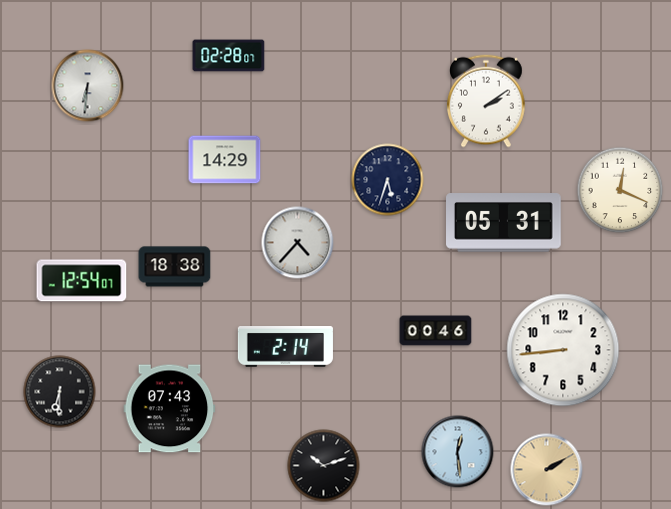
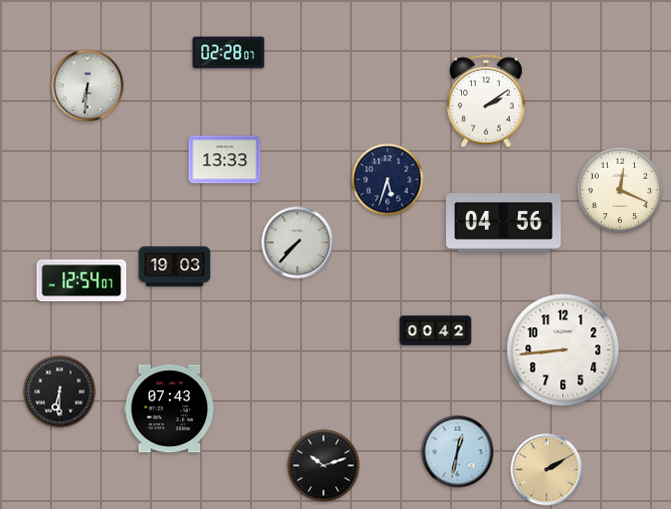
clock at (229, 56) position: (229, 56) -> (229, 53)
clock at (225, 160): 14:29 -> 13:33
clock at (504, 223): 05:31 -> 04:56
clock at (298, 243): 4:37 -> 7:37
clock at (175, 267): 18:38 -> 19:03
clock at (436, 331): 00:46 -> 00:42
clock at (285, 347): 2:14 -> none
clock at (458, 452): 12:29 -> 12:32
